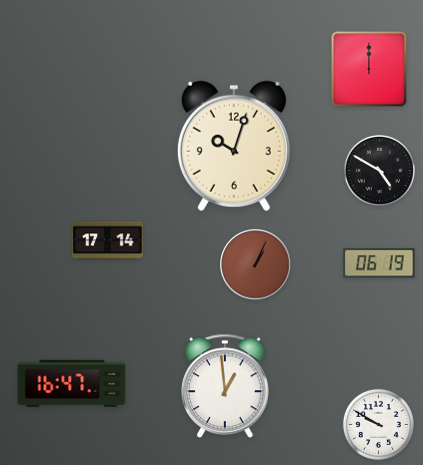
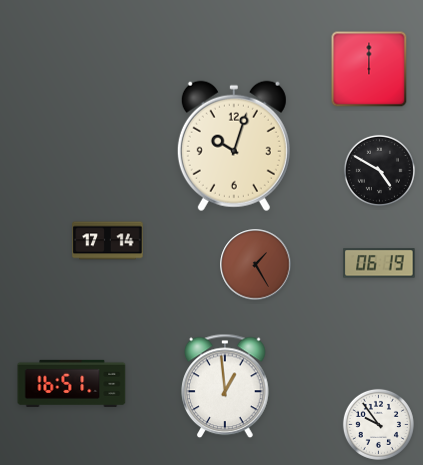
clock at (256, 265): 1:04 -> 1:25
clock at (72, 383): 16:47 -> 16:51
clock at (378, 424): 9:50 -> 9:54
